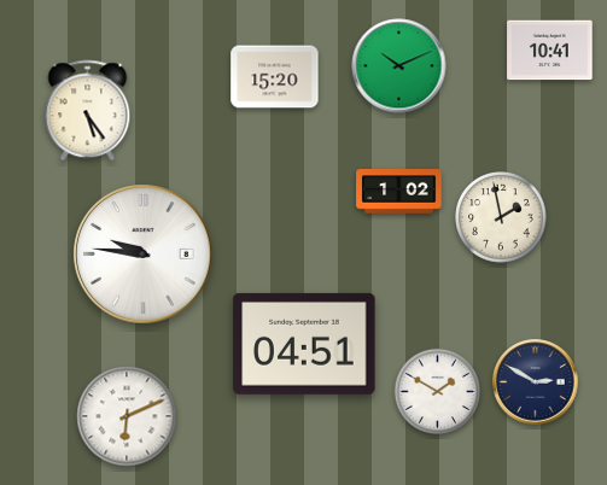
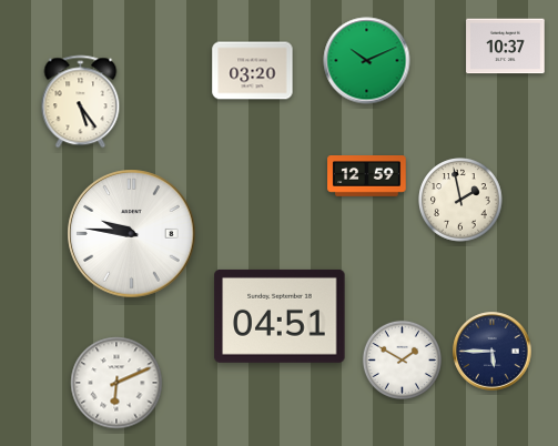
clock at (550, 51): 10:41 -> 10:37
clock at (275, 77): 15:20 -> 03:20
clock at (399, 192): 1:02 -> 12:59
clock at (536, 382): 2:50 -> 5:45
